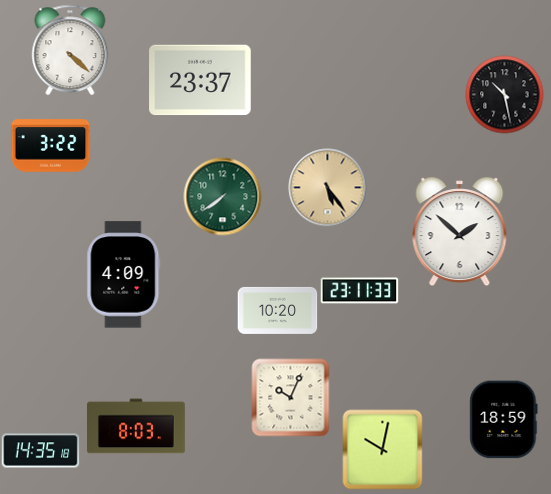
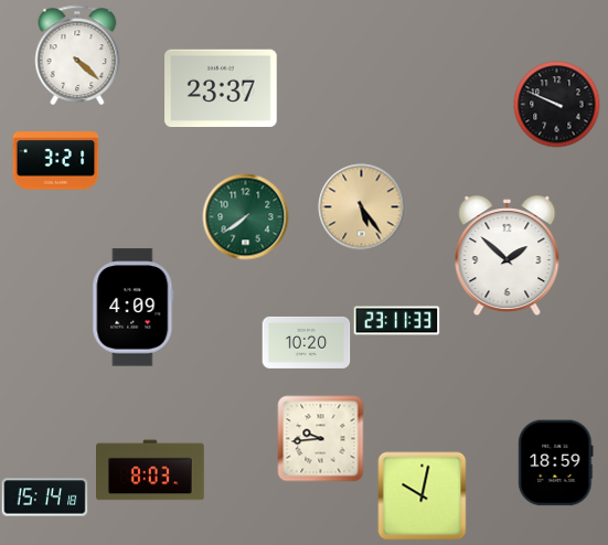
clock at (504, 94): 10:28 -> 9:49
clock at (50, 146): 3:22 -> 3:21
clock at (124, 275) position: (124, 275) -> (134, 308)
clock at (290, 397): 10:04 -> 9:44
clock at (40, 451): 14:35 -> 15:14
